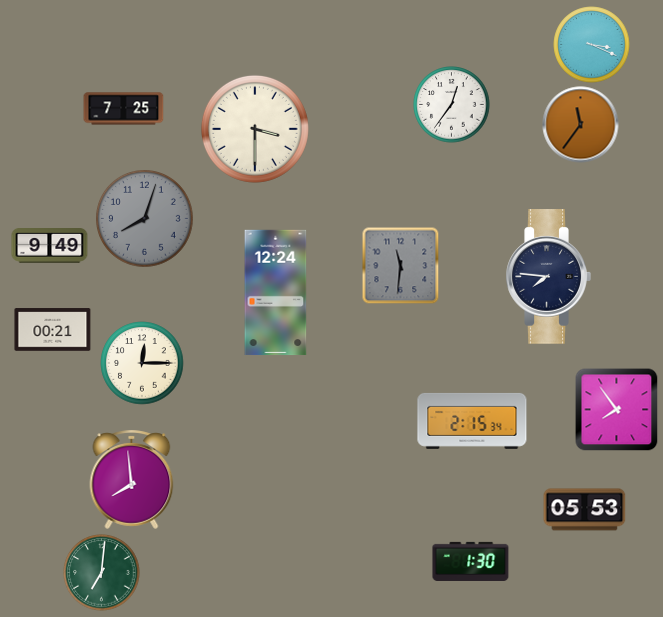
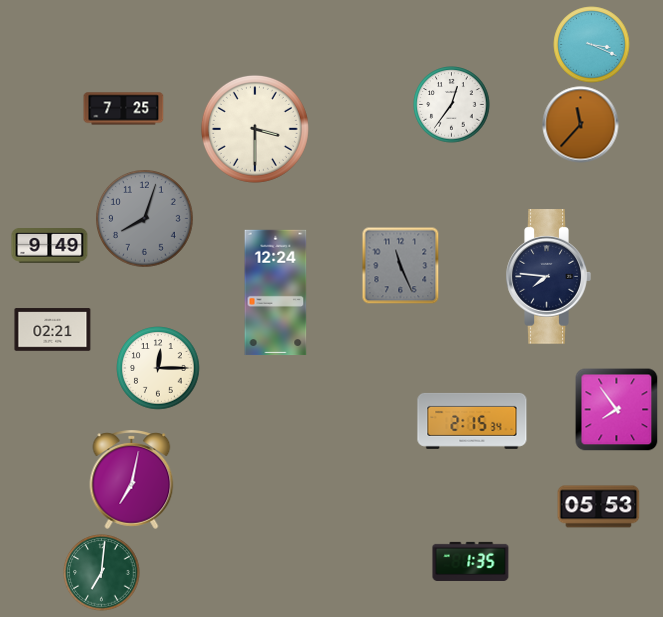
clock at (581, 125): 11:36 -> 11:37
clock at (400, 265): 11:31 -> 11:26
clock at (53, 330): 00:21 -> 02:21
clock at (142, 363) position: (142, 363) -> (158, 368)
clock at (132, 479): 7:59 -> 7:02
clock at (585, 510) position: (585, 510) -> (599, 507)
clock at (471, 561): 1:30 -> 1:35
